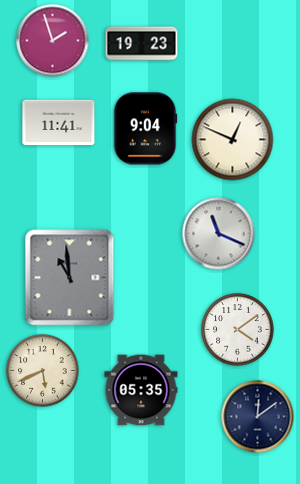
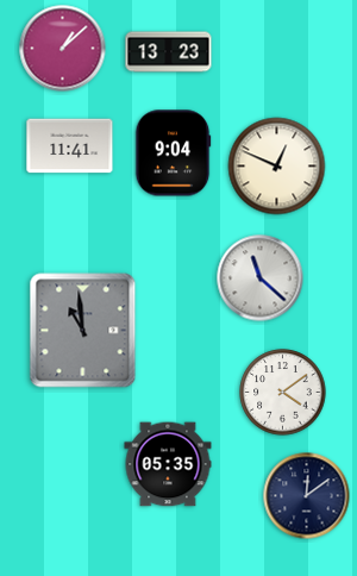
clock at (53, 41): 1:57 -> 1:08
clock at (142, 44): 19:23 -> 13:23
clock at (219, 234): 11:19 -> 11:22
clock at (43, 371): 5:41 -> none
